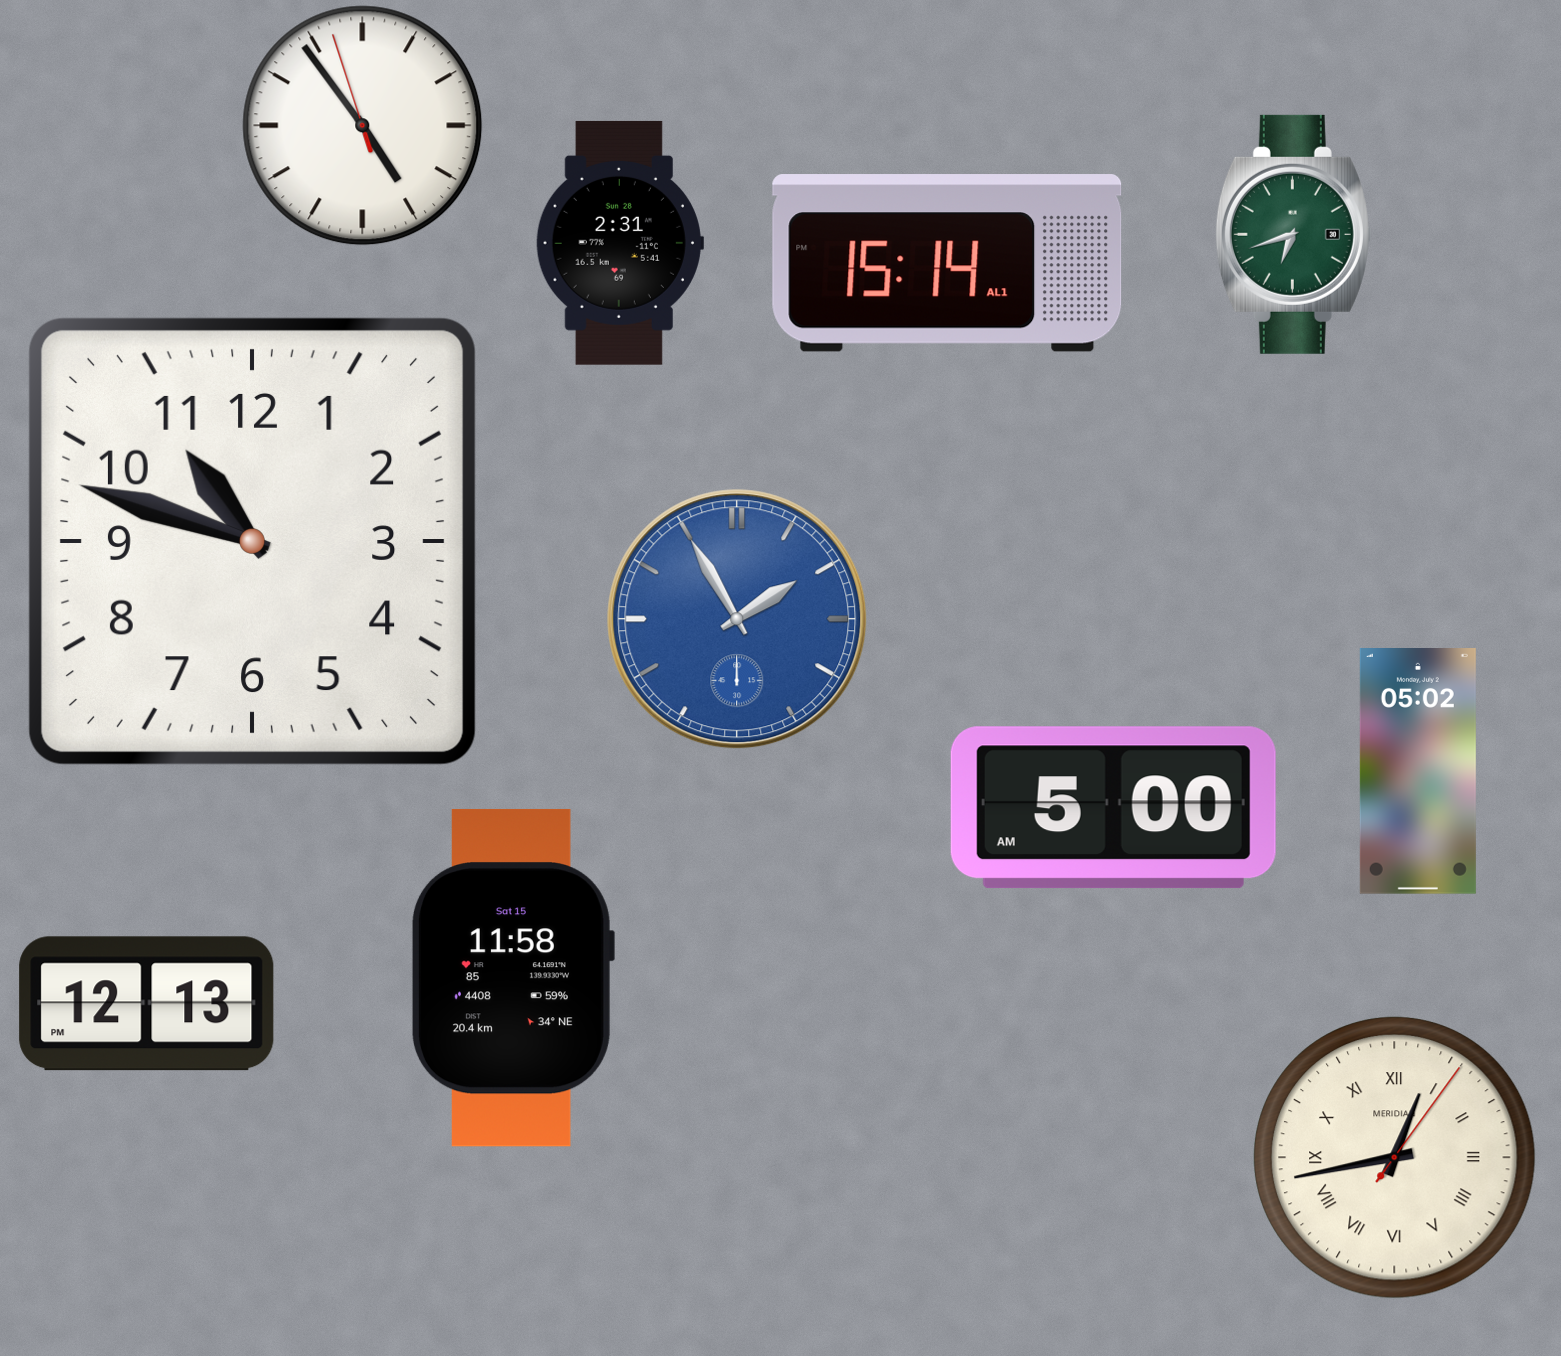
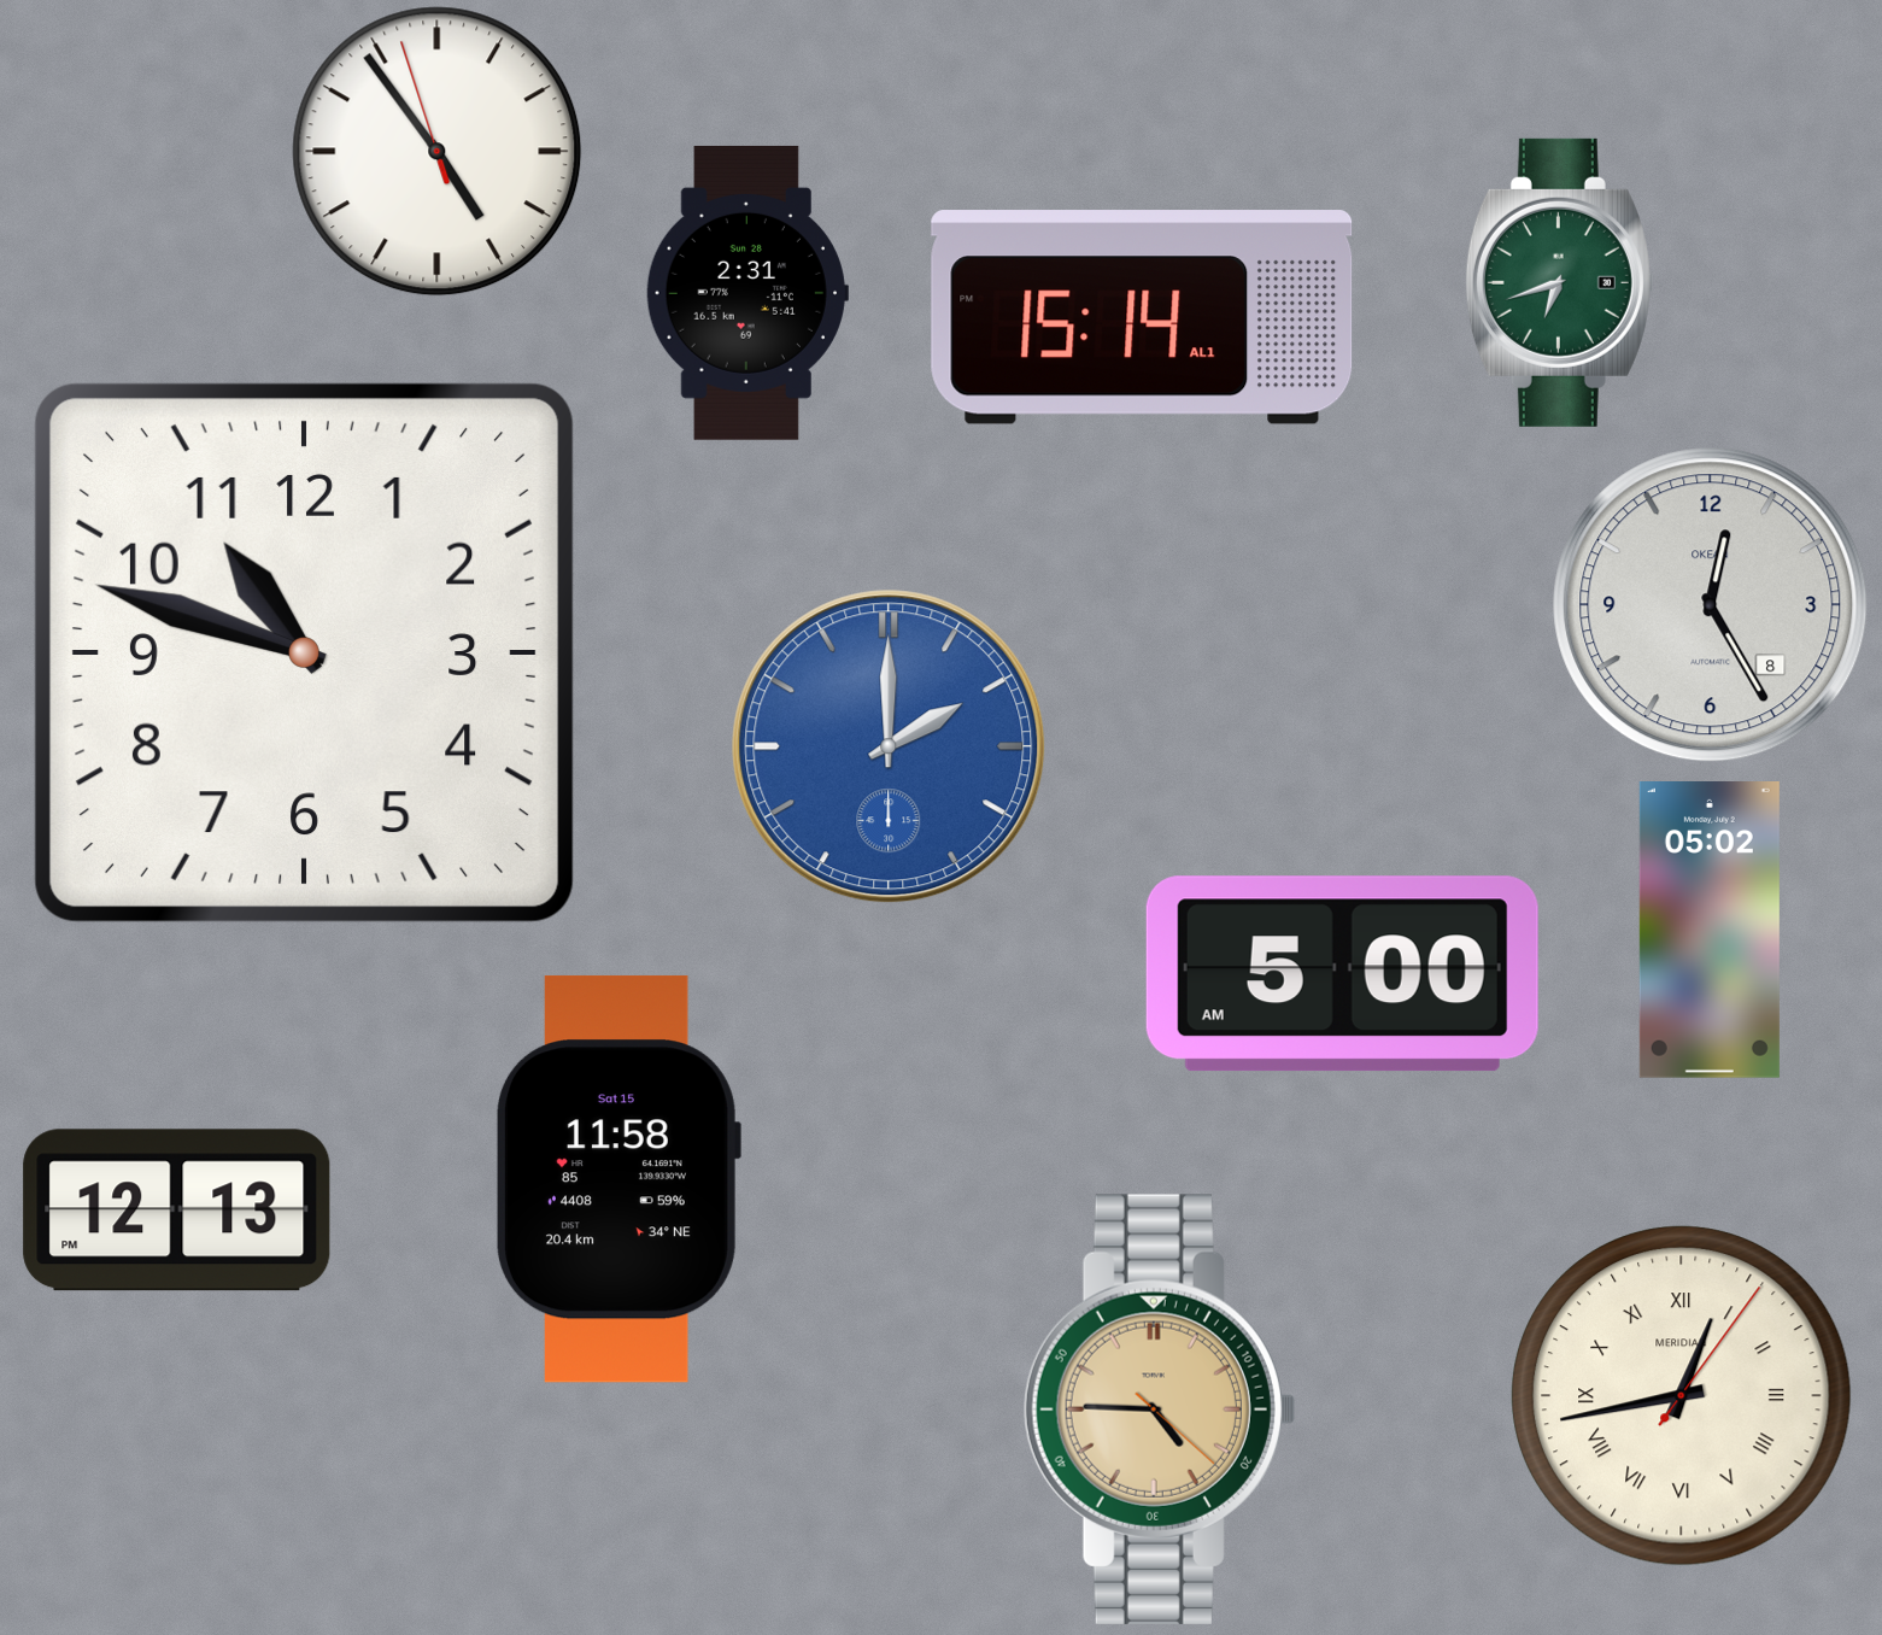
clock at (1711, 605): none -> 12:25
clock at (737, 619): 1:55 -> 2:00
clock at (1159, 1410): none -> 4:45
